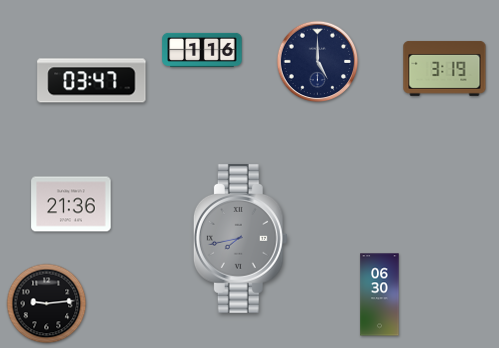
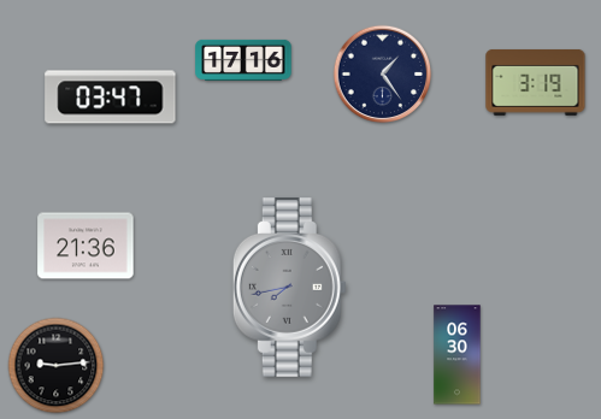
clock at (202, 50): 1:16 -> 17:16
clock at (318, 62): 5:00 -> 1:24
